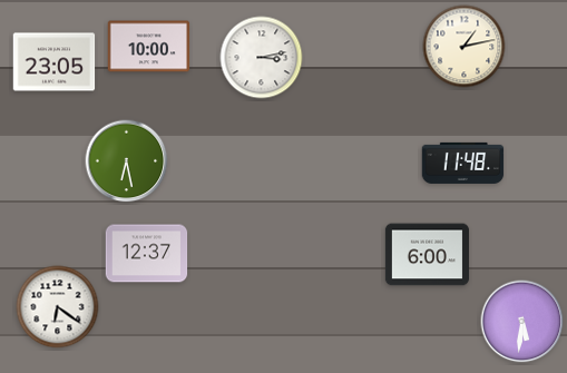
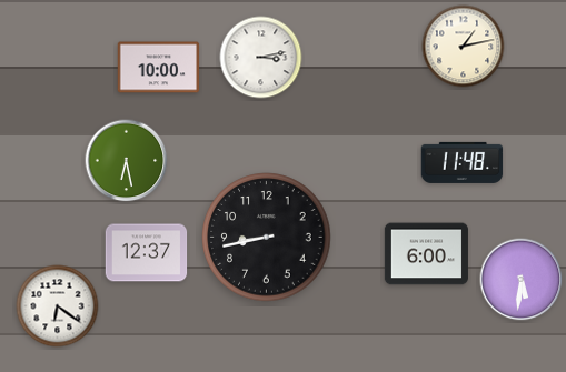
clock at (149, 47) position: (149, 47) -> (159, 68)
clock at (55, 62): 23:05 -> none
clock at (267, 238): none -> 8:43
clock at (522, 322) position: (522, 322) -> (522, 280)
